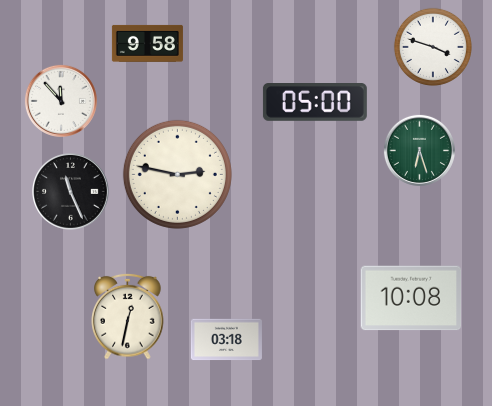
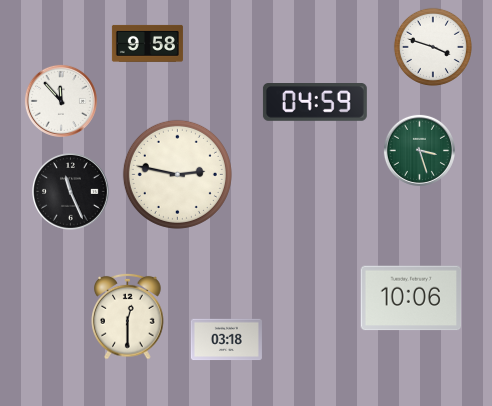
clock at (315, 103): 05:00 -> 04:59
clock at (419, 150): 6:27 -> 3:27
clock at (411, 298): 10:08 -> 10:06
clock at (128, 316): 12:32 -> 12:30
